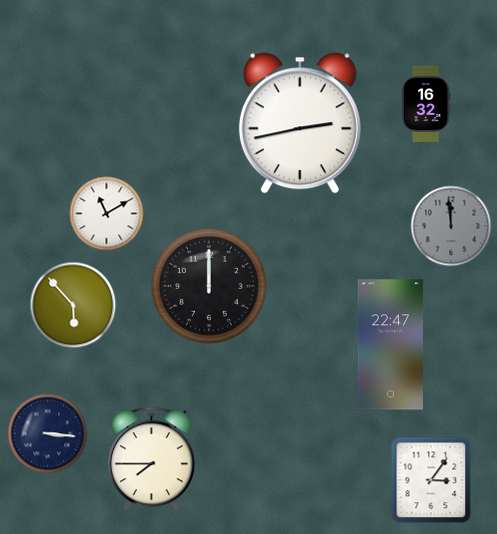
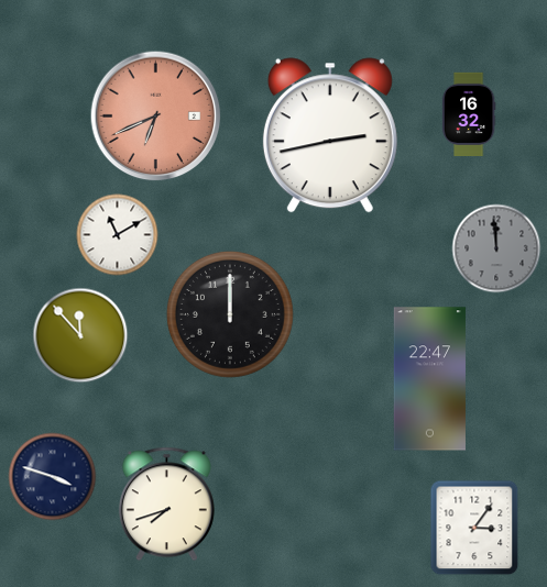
clock at (156, 117): none -> 6:41
clock at (73, 305): 5:53 -> 11:53
clock at (48, 434): 3:16 -> 3:48
clock at (151, 459): 7:45 -> 7:42
